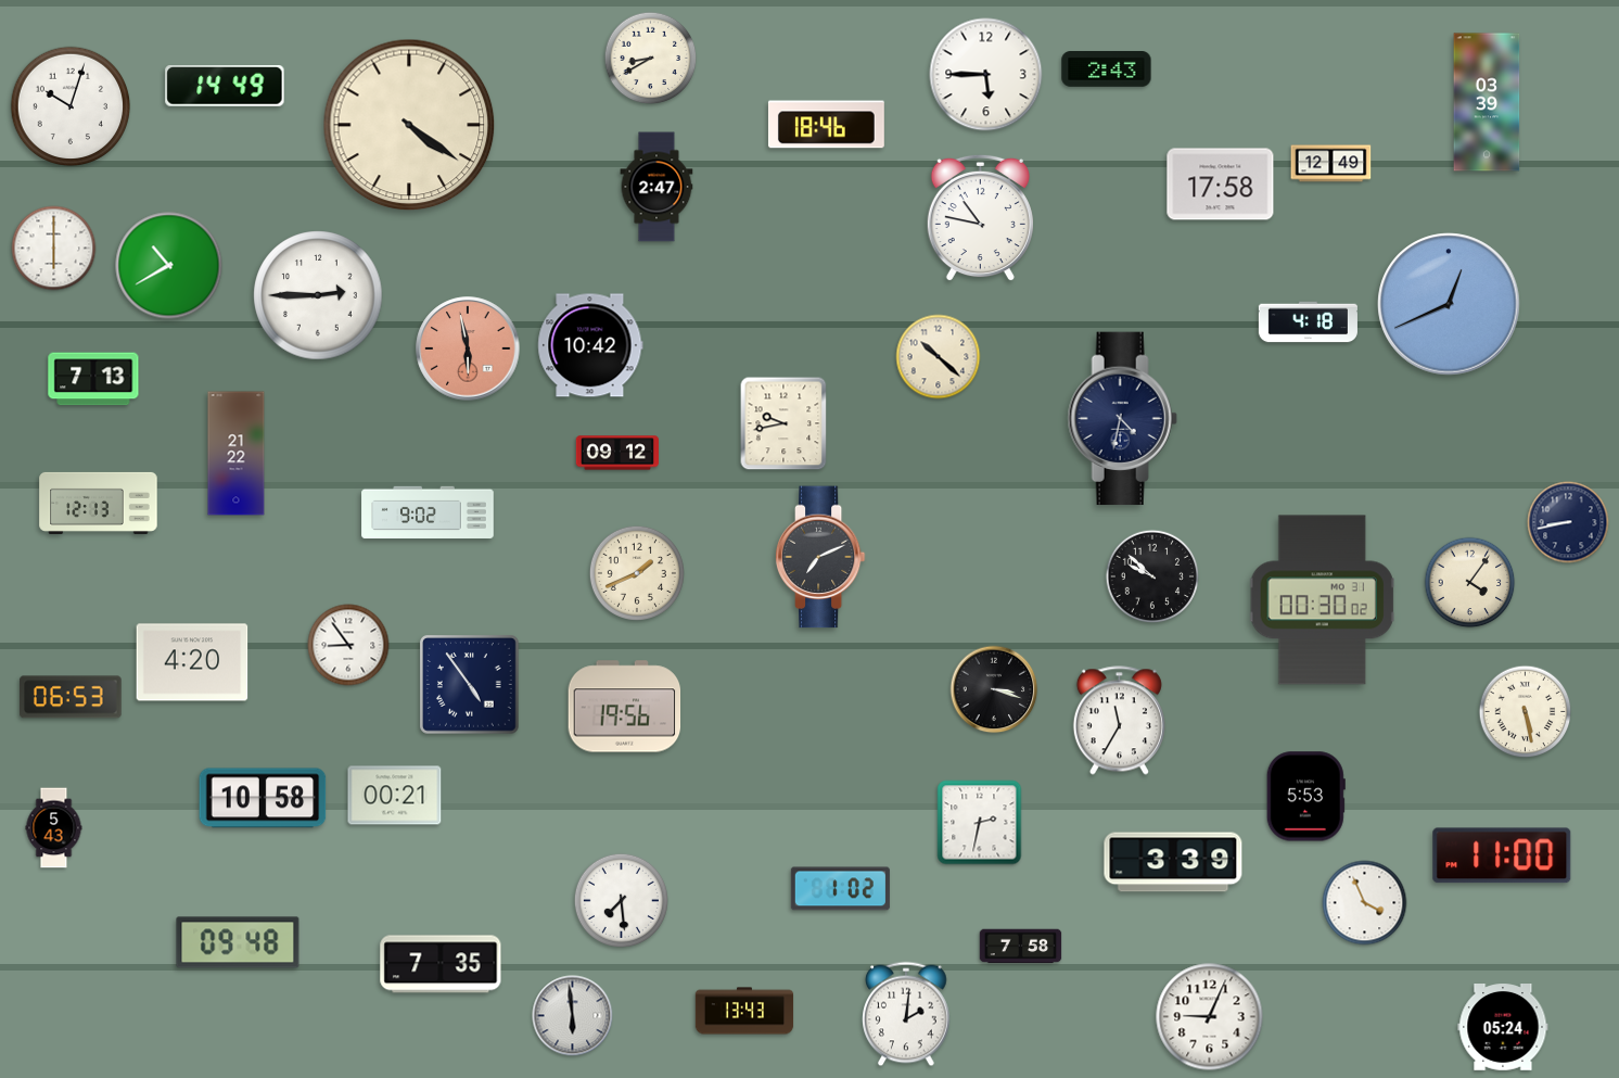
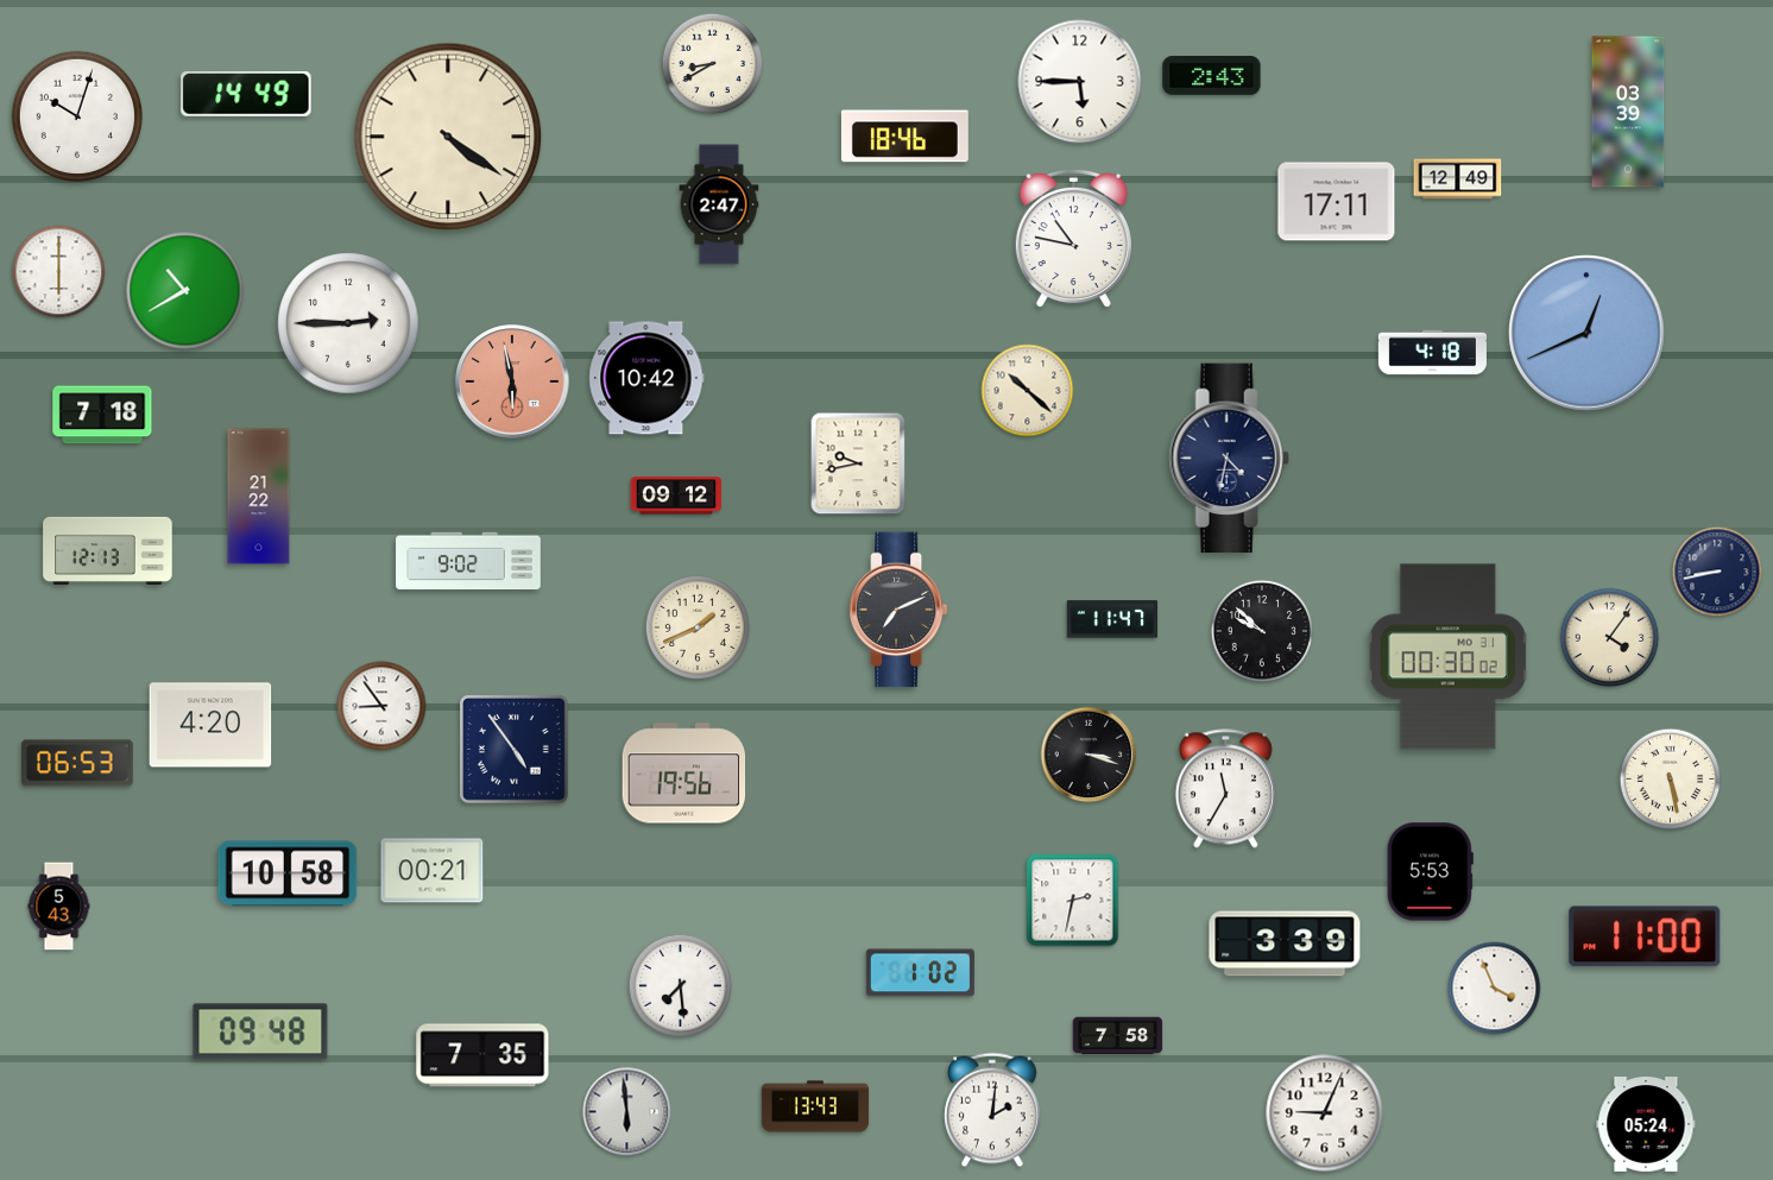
clock at (1221, 185): 17:58 -> 17:11
clock at (93, 379): 7:13 -> 7:18
clock at (1111, 619): none -> 11:47
